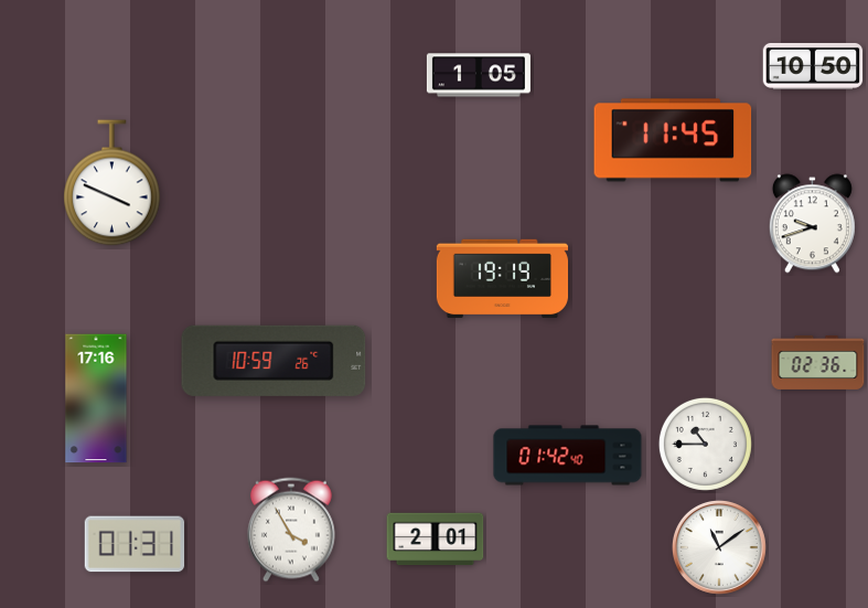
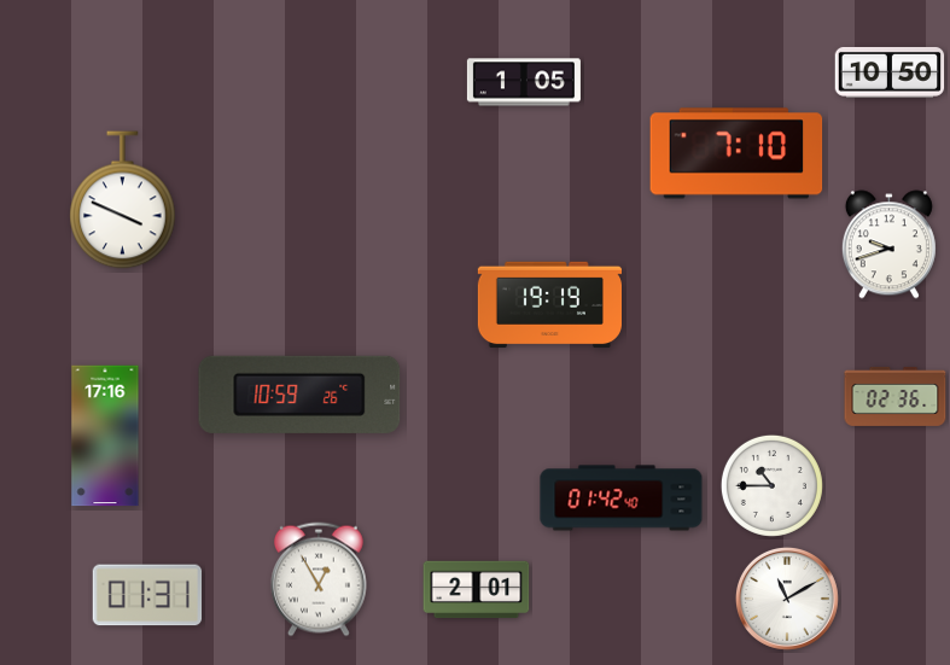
clock at (673, 140): 11:45 -> 7:10
clock at (291, 530): 3:55 -> 12:55
clock at (719, 547): 11:09 -> 11:10
